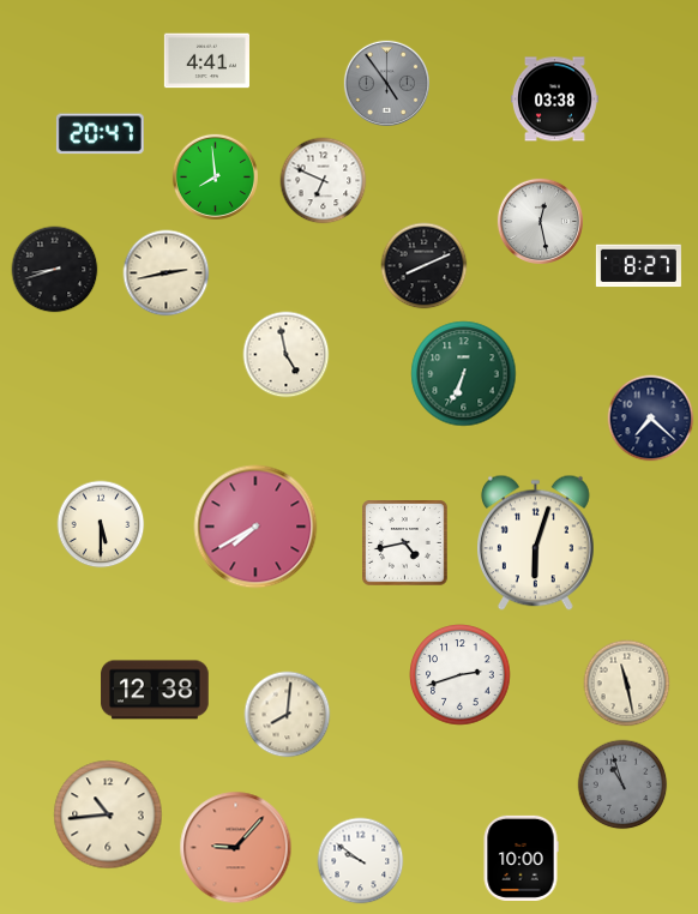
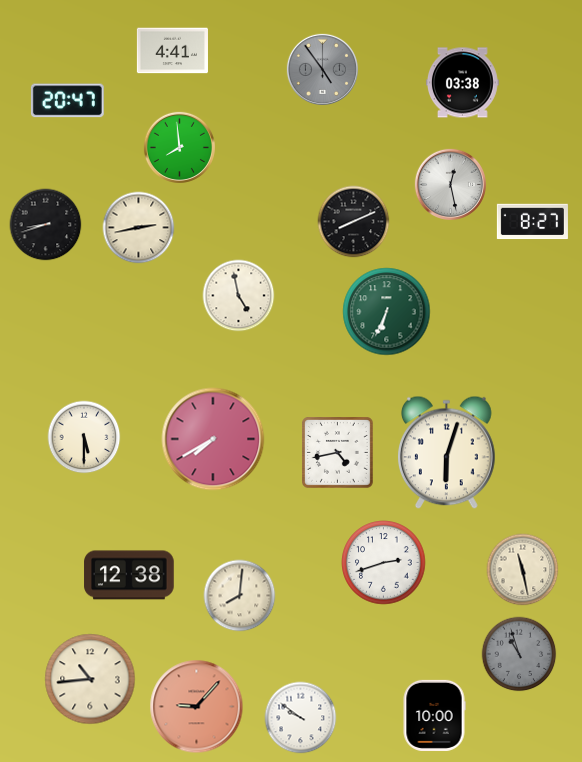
clock at (100, 134) position: (100, 134) -> (67, 101)
clock at (324, 181): 6:49 -> none
clock at (651, 419): 7:22 -> none
